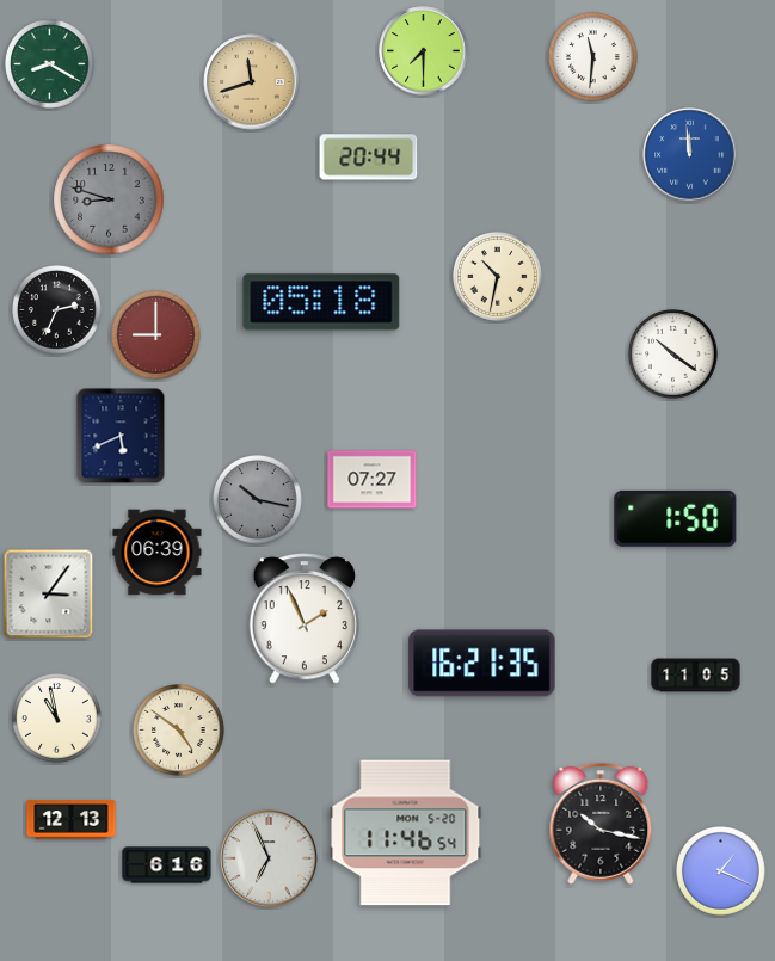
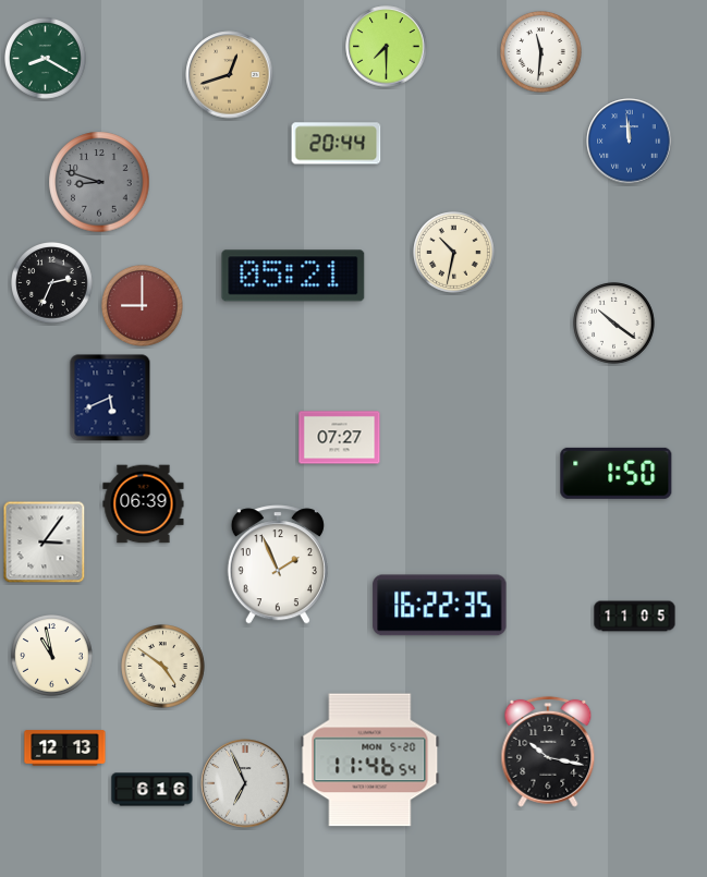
clock at (252, 82): 11:42 -> 12:42
clock at (321, 302): 05:18 -> 05:21
clock at (258, 500): 10:17 -> none
clock at (482, 664): 16:21 -> 16:22
clock at (721, 871): 1:19 -> none
